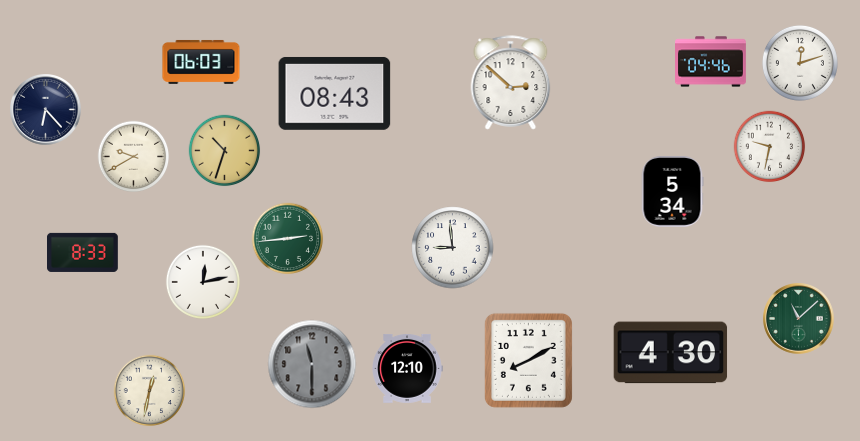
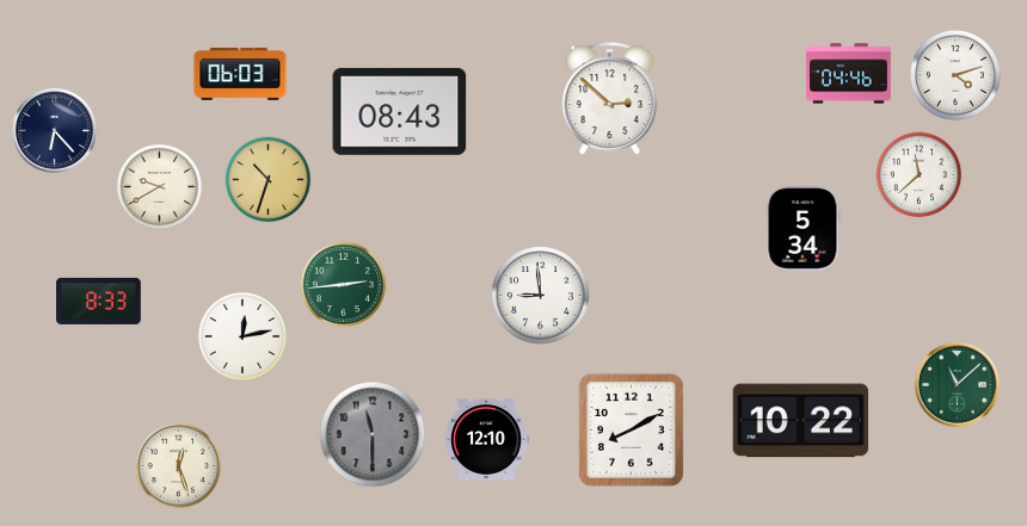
clock at (800, 63): 12:12 -> 4:12
clock at (770, 147): 9:32 -> 11:38
clock at (799, 319) position: (799, 319) -> (958, 385)
clock at (671, 353): 4:30 -> 10:22
clock at (150, 391): 12:32 -> 12:27
